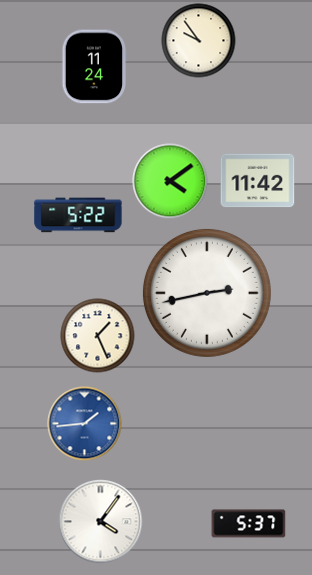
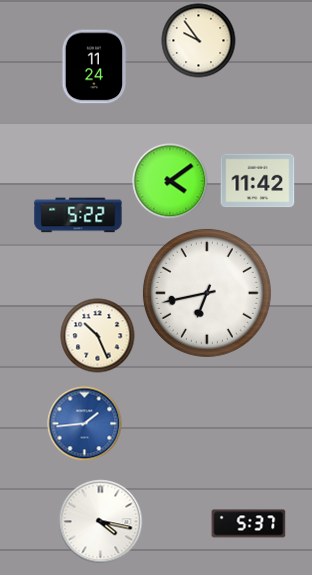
clock at (207, 293): 2:43 -> 6:43
clock at (98, 336): 1:26 -> 10:26
clock at (101, 522): 4:06 -> 4:17
